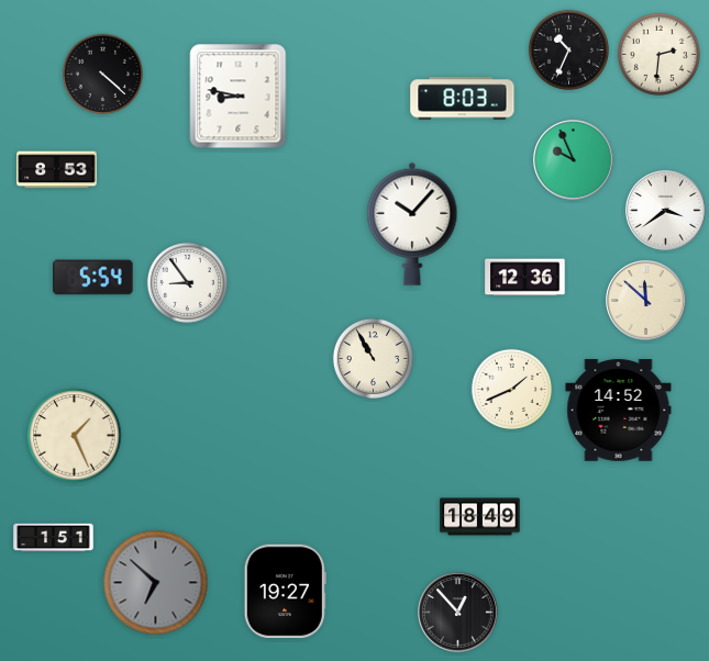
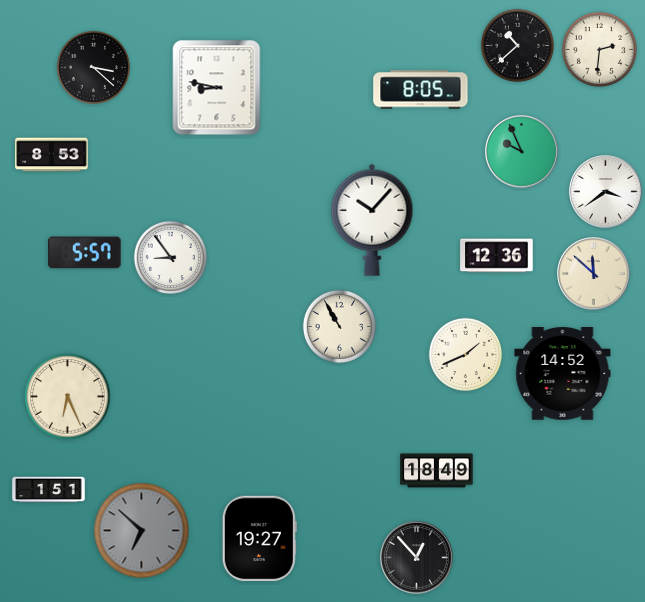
clock at (568, 49): 10:34 -> 10:38
clock at (102, 74): 4:22 -> 3:22
clock at (463, 99): 8:03 -> 8:05
clock at (574, 160) position: (574, 160) -> (522, 152)
clock at (412, 224) position: (412, 224) -> (372, 220)
clock at (93, 278): 5:54 -> 5:57
clock at (525, 278) position: (525, 278) -> (497, 256)
clock at (646, 301) position: (646, 301) -> (594, 274)
clock at (75, 436): 1:26 -> 6:26
